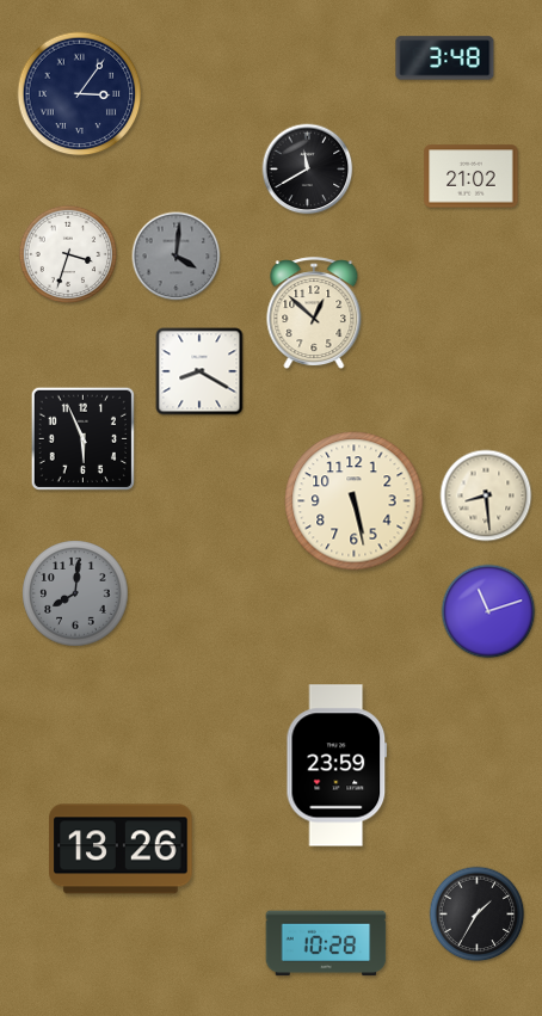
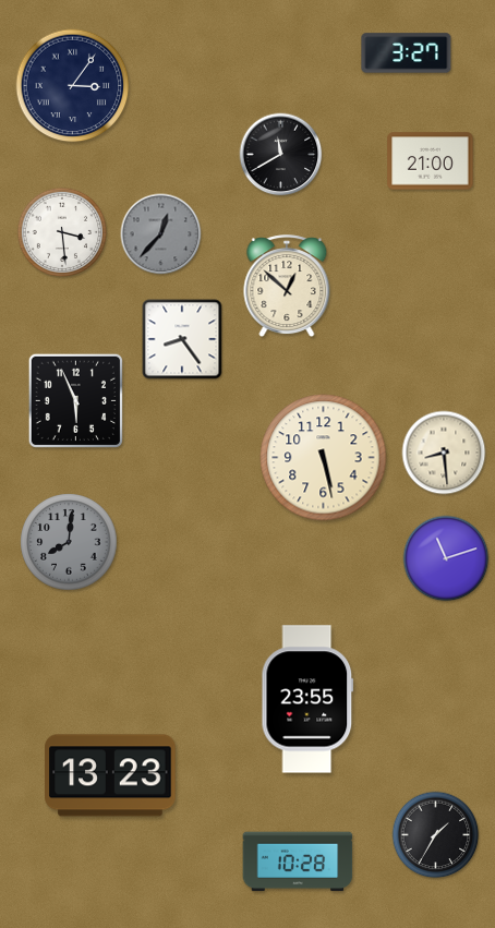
clock at (445, 59): 3:48 -> 3:27
clock at (472, 177): 21:02 -> 21:00
clock at (68, 254): 3:33 -> 3:29
clock at (177, 257): 4:01 -> 12:37
clock at (199, 371): 8:20 -> 8:24
clock at (337, 765): 23:59 -> 23:55
clock at (121, 849): 13:26 -> 13:23
